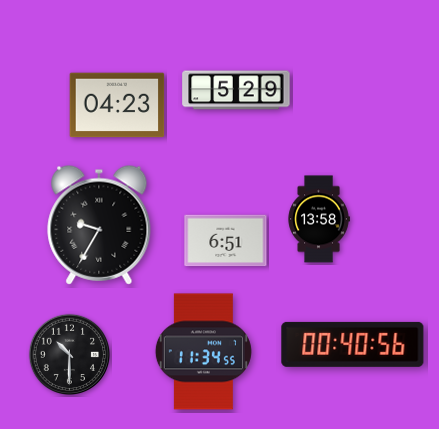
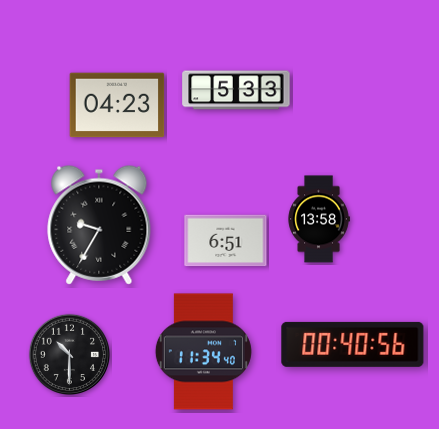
clock at (236, 90): 5:29 -> 5:33
clock at (203, 352): 11:34:55 -> 11:34:40
